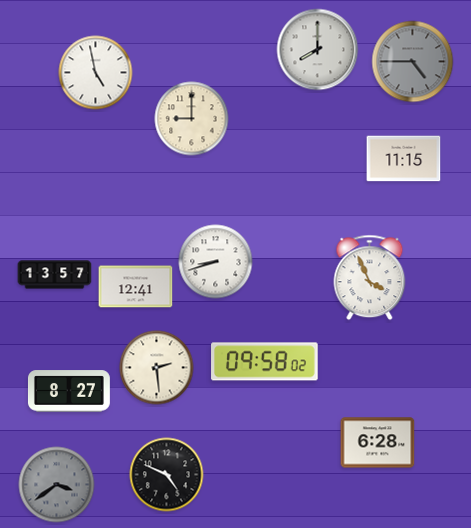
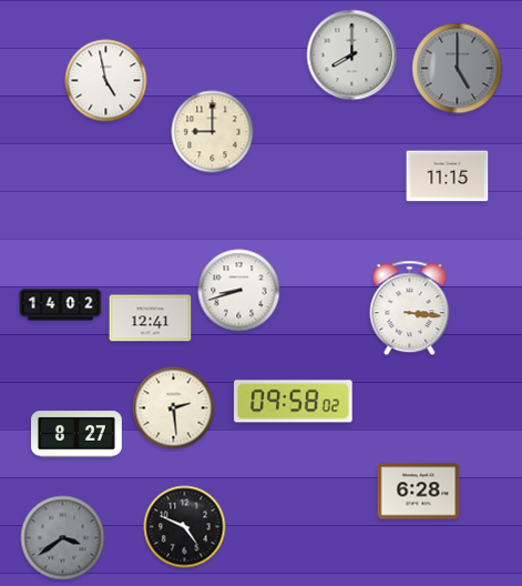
clock at (413, 62): 4:45 -> 5:00
clock at (55, 275): 13:57 -> 14:02
clock at (370, 278): 3:56 -> 3:16
